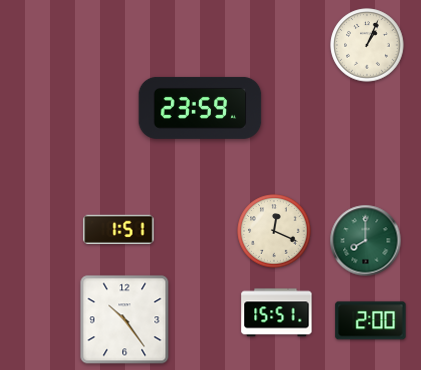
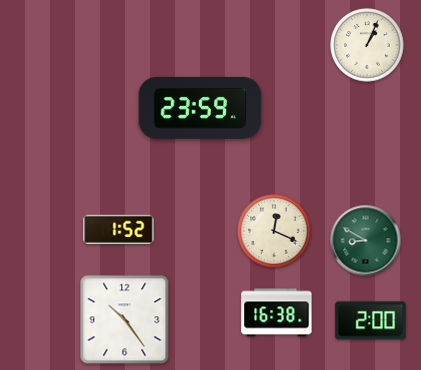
clock at (119, 229): 1:51 -> 1:52
clock at (366, 241): 8:00 -> 8:50
clock at (277, 313): 15:51 -> 16:38
